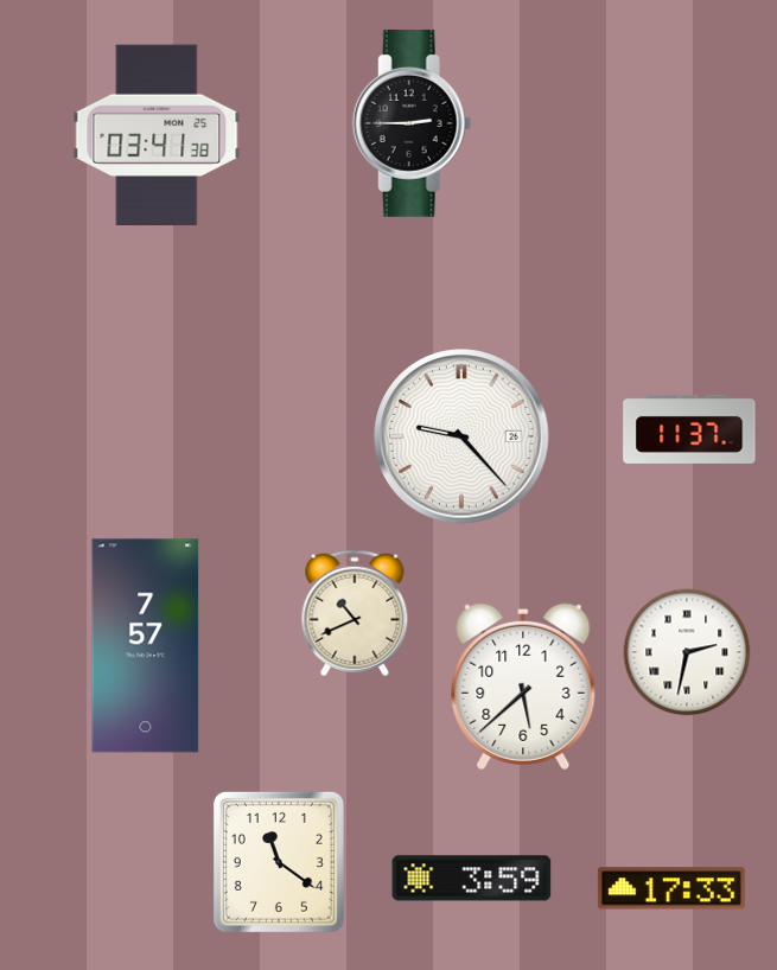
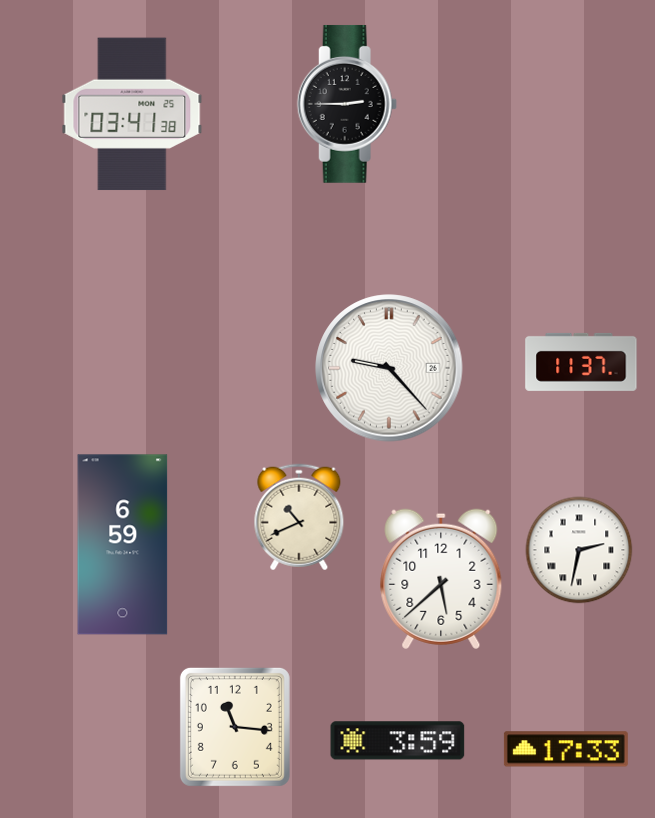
clock at (146, 646): 7:57 -> 6:59
clock at (279, 862): 11:21 -> 11:16
